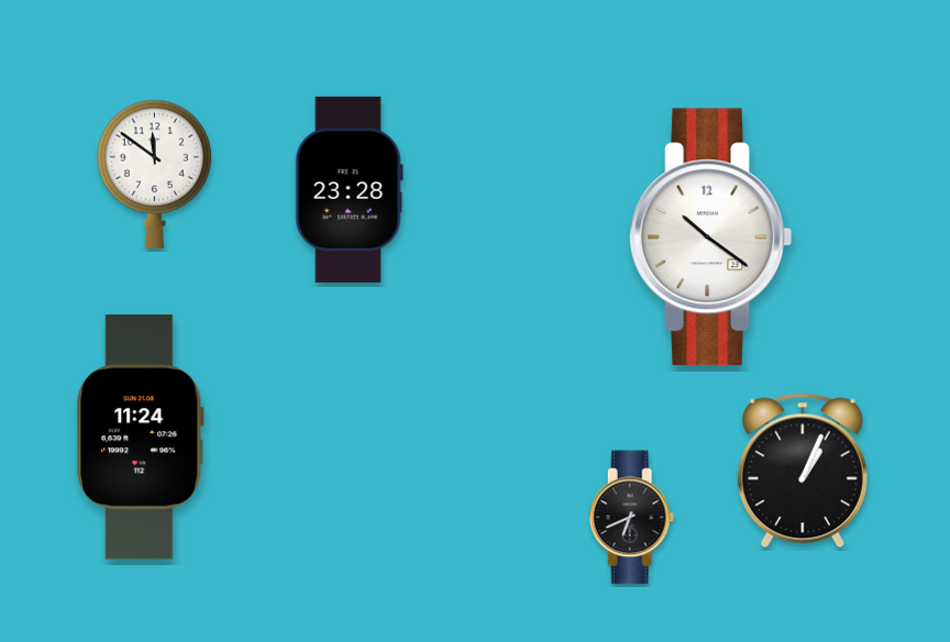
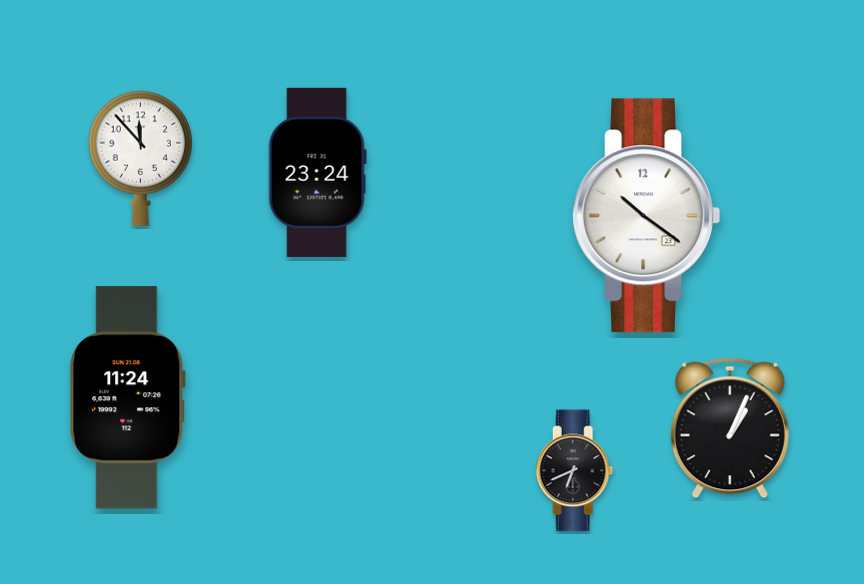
clock at (154, 174): 11:51 -> 11:53
clock at (349, 189): 23:28 -> 23:24
